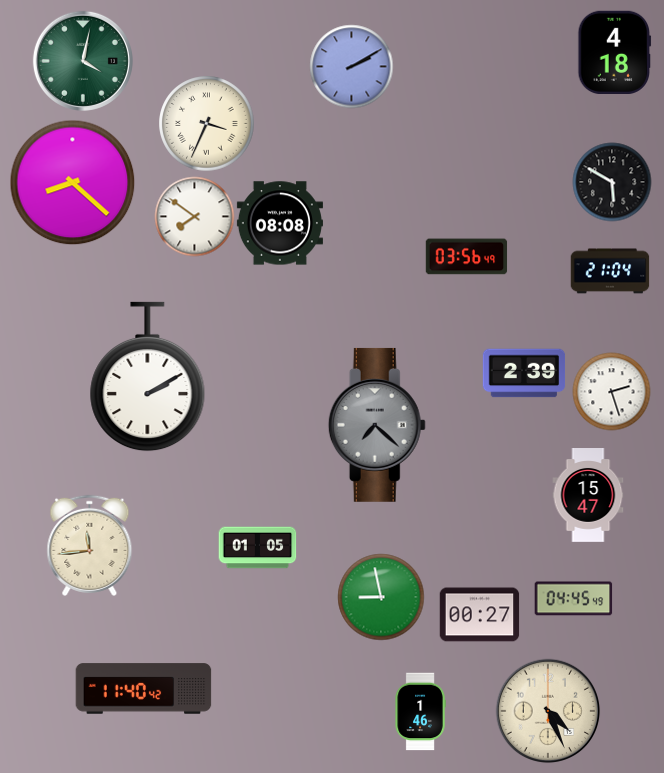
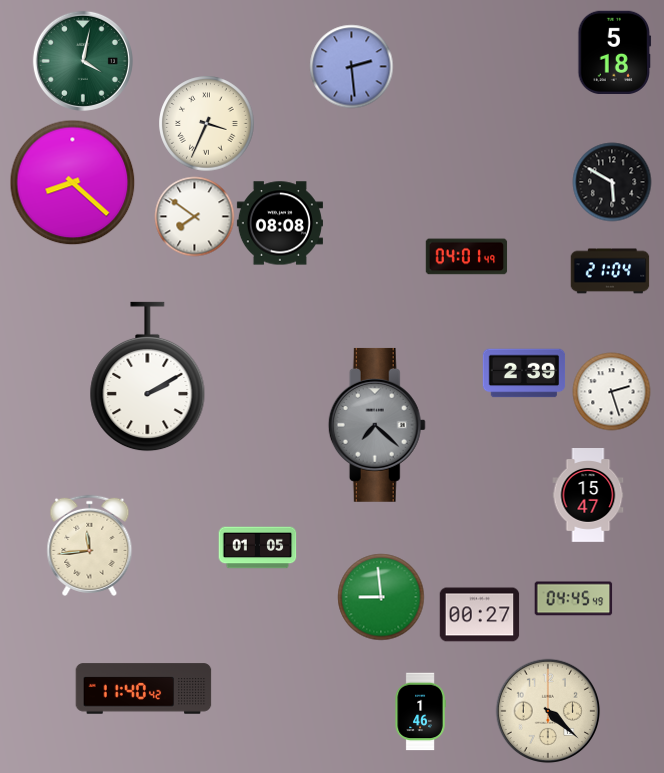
clock at (615, 52): 4:18 -> 5:18
clock at (351, 66): 2:10 -> 2:29
clock at (466, 257): 03:56 -> 04:01
clock at (381, 597): 8:58 -> 8:59
clock at (548, 711): 4:26 -> 4:22
